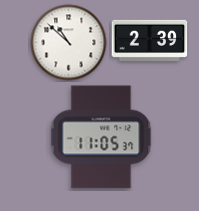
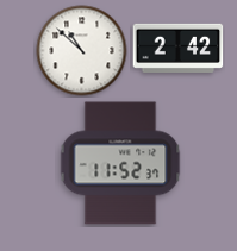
clock at (150, 40): 2:39 -> 2:42
clock at (101, 137): 11:05 -> 11:52
